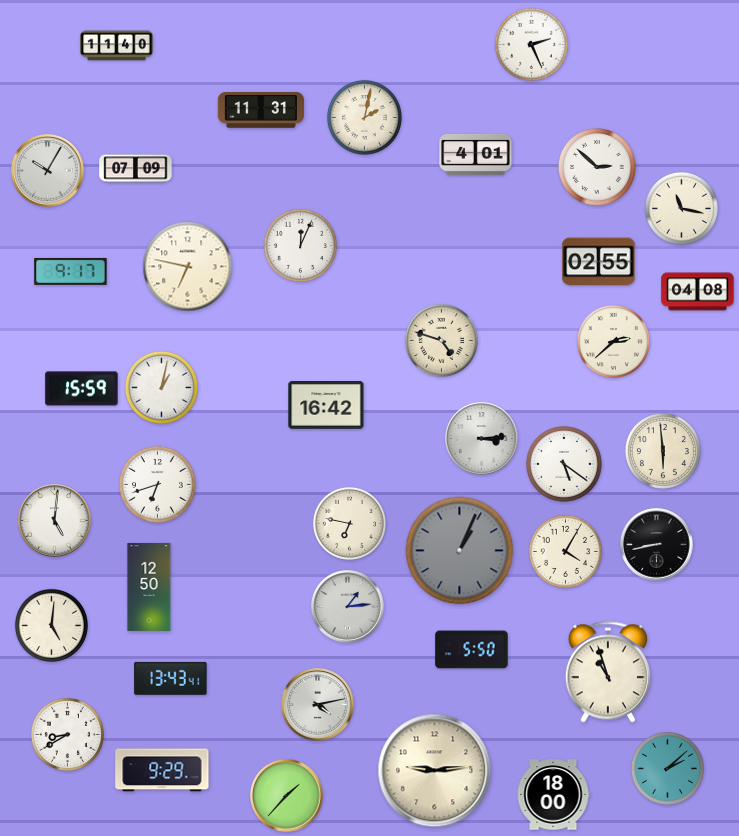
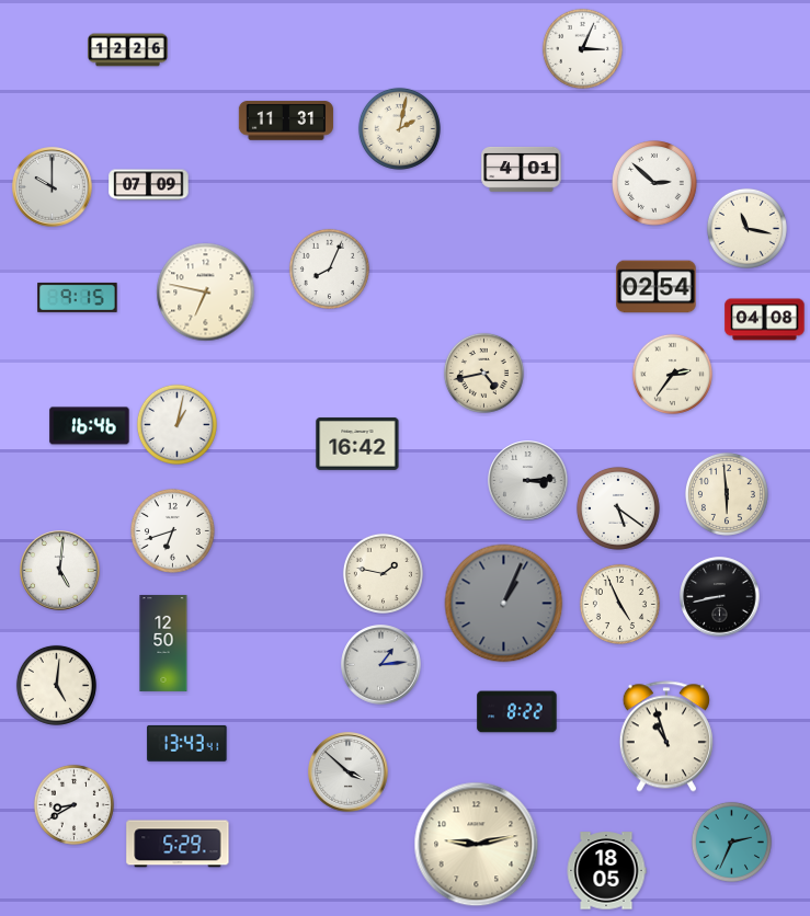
clock at (531, 44): 2:26 -> 3:04
clock at (117, 46): 11:40 -> 12:26
clock at (48, 171): 10:05 -> 10:00
clock at (300, 245): 12:04 -> 8:04
clock at (599, 262): 02:55 -> 02:54
clock at (71, 271): 9:17 -> 9:15
clock at (441, 340): 4:48 -> 4:43
clock at (613, 341): 2:38 -> 2:36
clock at (82, 389): 15:59 -> 16:46
clock at (349, 523): 6:47 -> 1:47
clock at (565, 551): 4:05 -> 4:56
clock at (472, 650): 5:50 -> 8:22
clock at (318, 705): 4:13 -> 3:52
clock at (667, 768): 2:08 -> 2:34
clock at (162, 770): 9:29 -> 5:29
clock at (435, 771): 9:14 -> 9:13
clock at (553, 795): 18:00 -> 18:05
clock at (287, 796): 1:37 -> none
